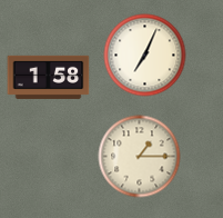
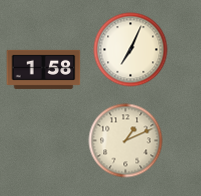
clock at (140, 157): 1:15 -> 1:11
